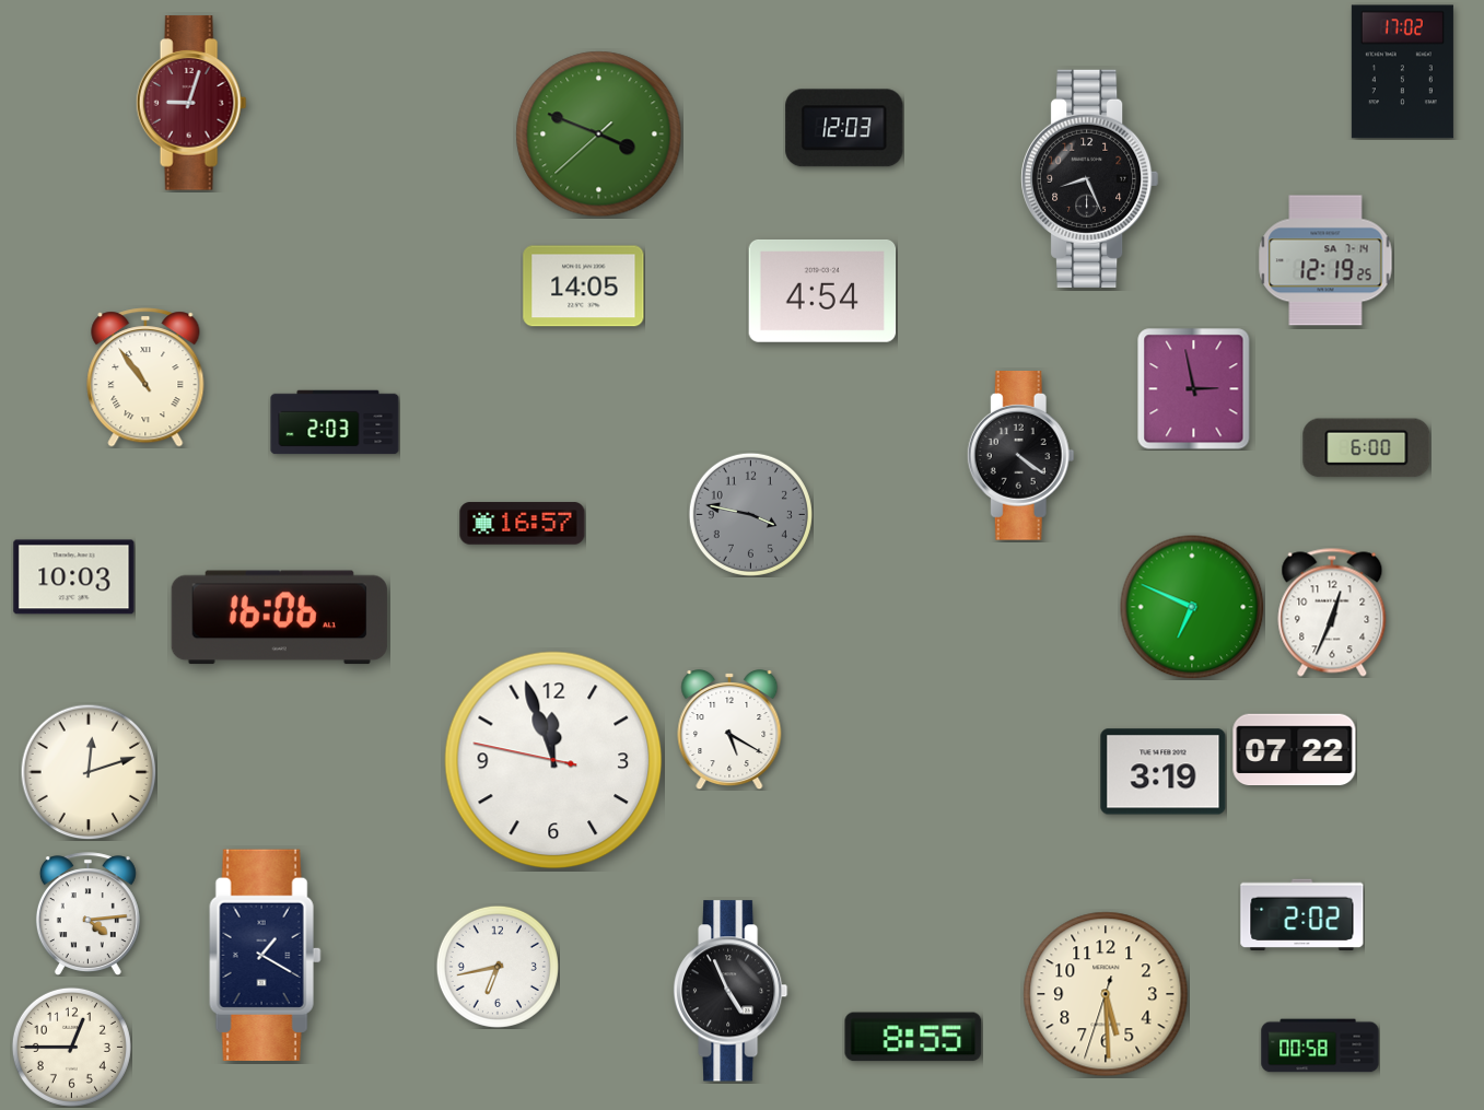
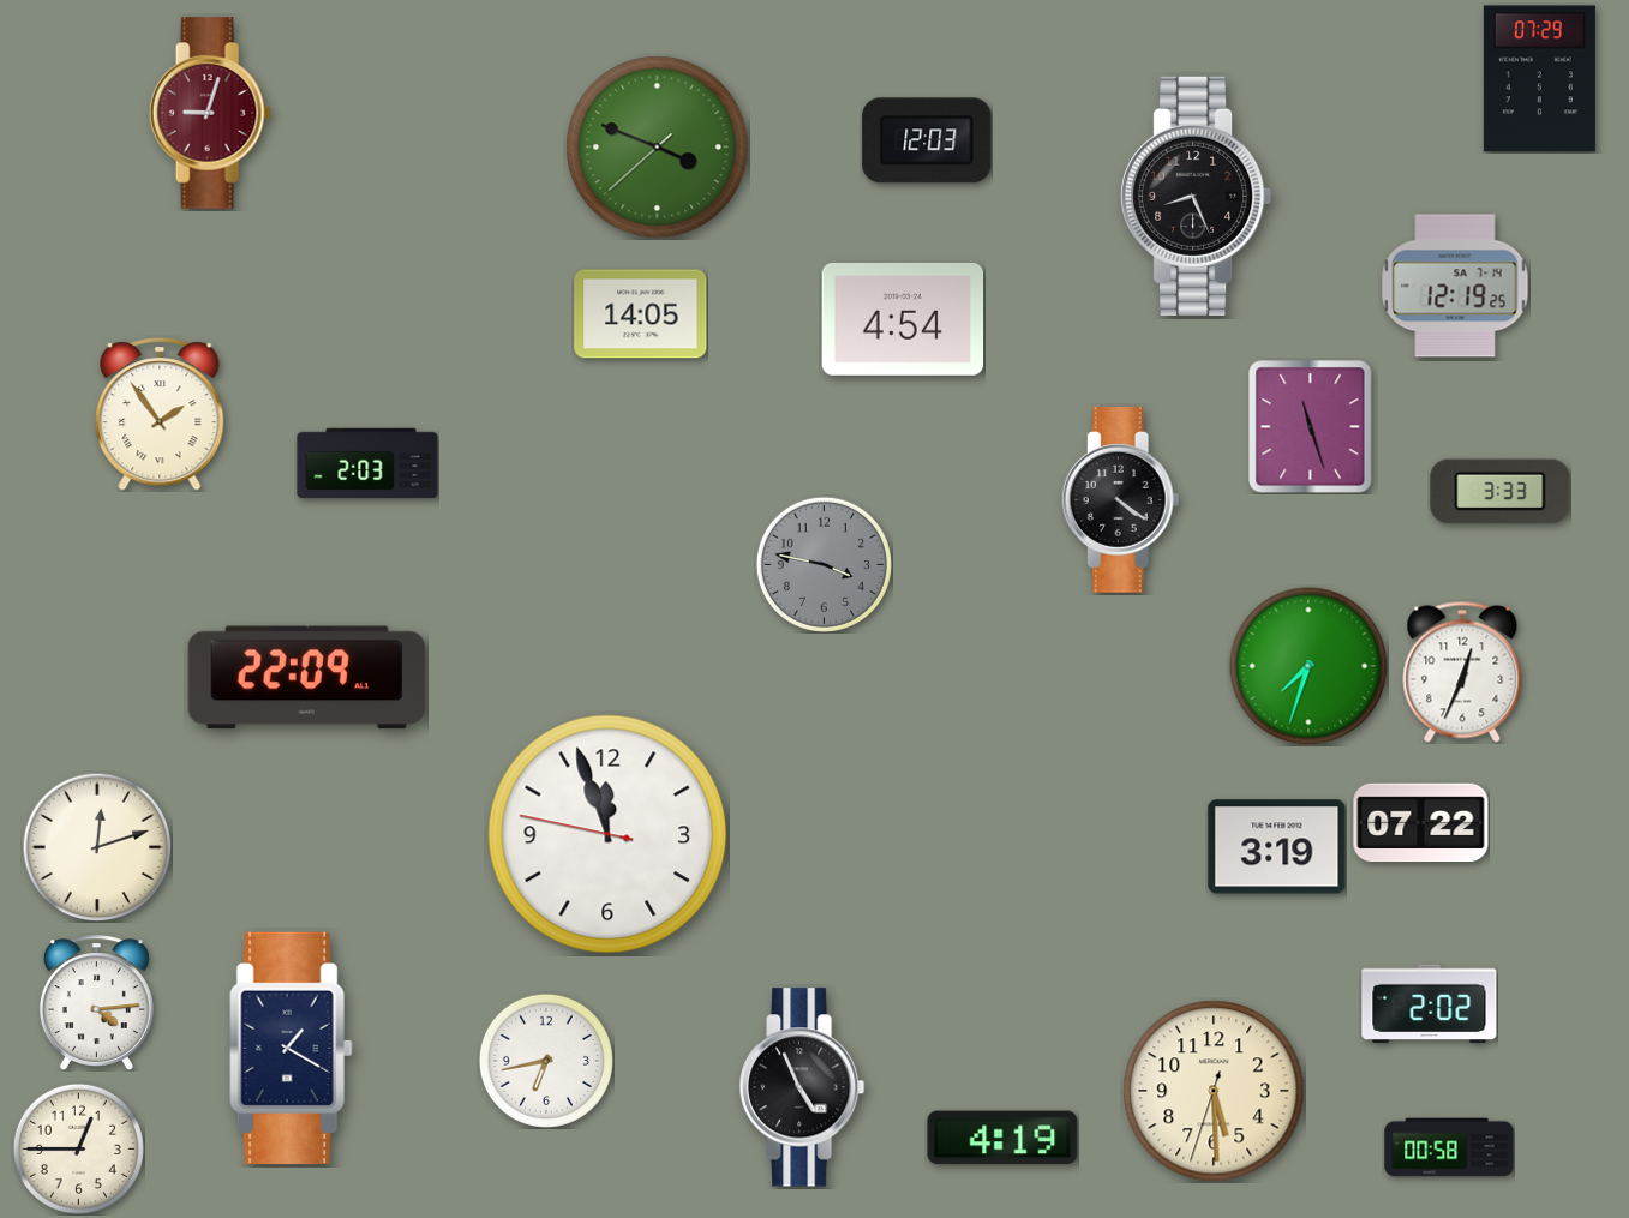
clock at (1402, 72): 17:02 -> 07:29
clock at (145, 377): 10:54 -> 1:54
clock at (1194, 389): 2:58 -> 11:27
clock at (1367, 448): 6:00 -> 3:33
clock at (523, 524): 16:57 -> none
clock at (74, 577): 10:03 -> none
clock at (1192, 607): 6:49 -> 7:33
clock at (279, 618): 16:06 -> 22:09
clock at (729, 731): 5:20 -> none
clock at (913, 1037): 8:55 -> 4:19
